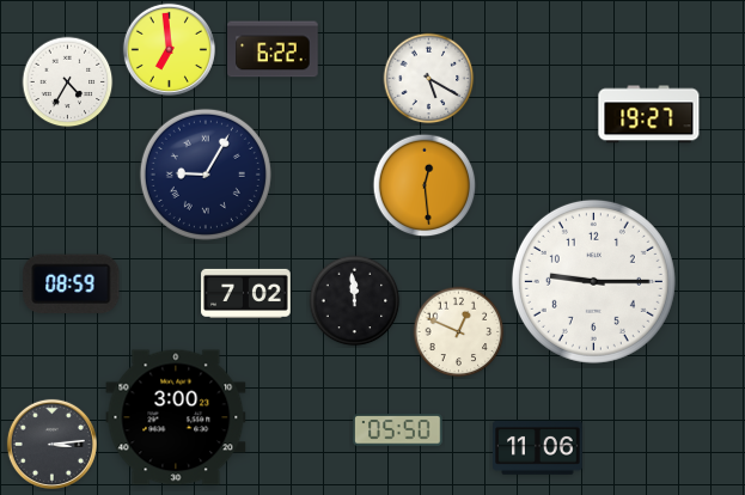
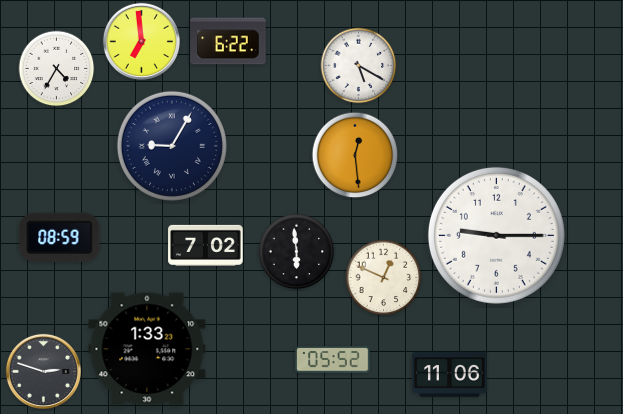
clock at (649, 115): 19:27 -> none
clock at (355, 301): 11:59 -> 5:59
clock at (176, 417): 3:00 -> 1:33
clock at (398, 430): 05:50 -> 05:52
clock at (51, 444): 3:14 -> 2:48
